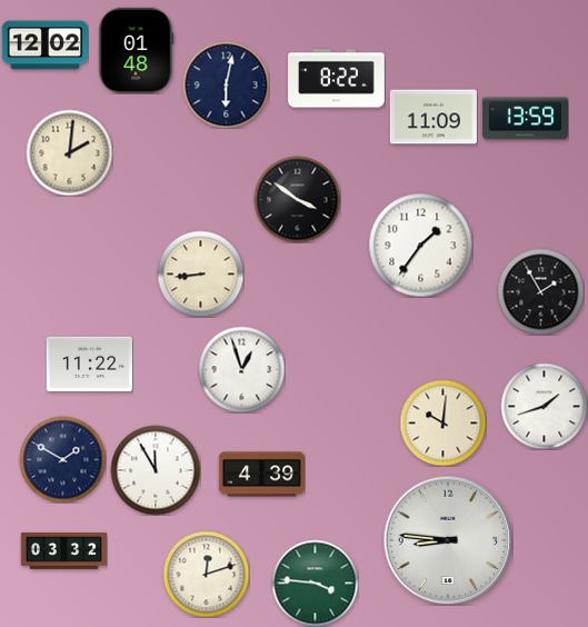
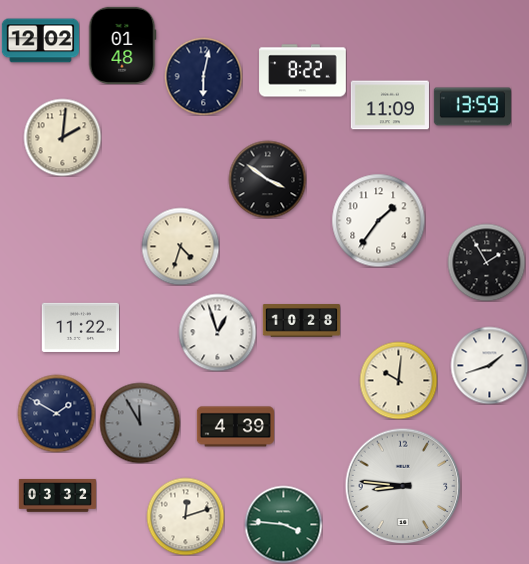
clock at (200, 273): 8:44 -> 4:33
clock at (301, 321): none -> 10:28
clock at (156, 470) dial: white -> grey
